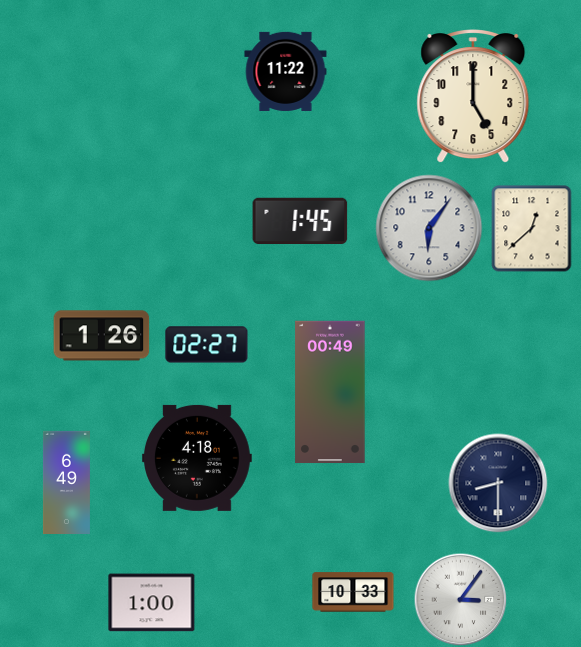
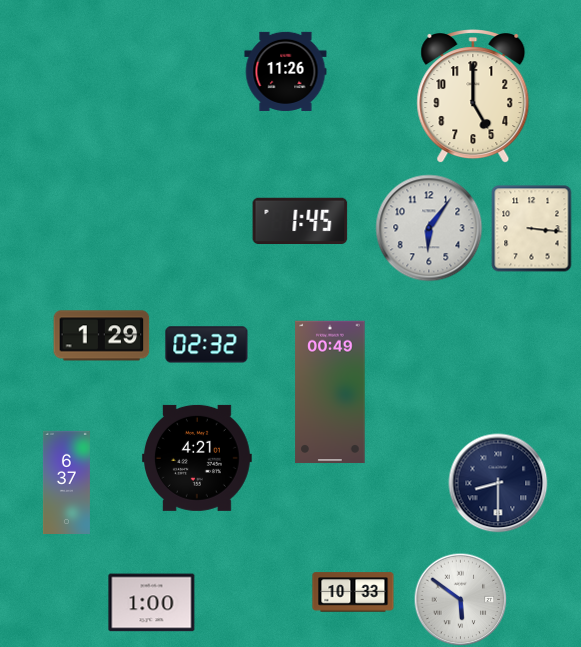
clock at (286, 71): 11:22 -> 11:26
clock at (532, 229): 12:38 -> 3:16
clock at (102, 336): 1:26 -> 1:29
clock at (207, 345): 02:27 -> 02:32
clock at (197, 458): 4:18 -> 4:21
clock at (66, 482): 6:49 -> 6:37
clock at (460, 599): 3:06 -> 5:51
